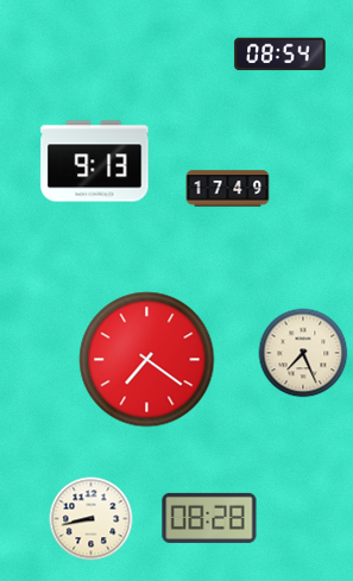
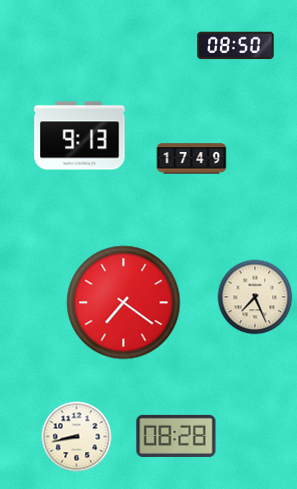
clock at (280, 55): 08:54 -> 08:50
